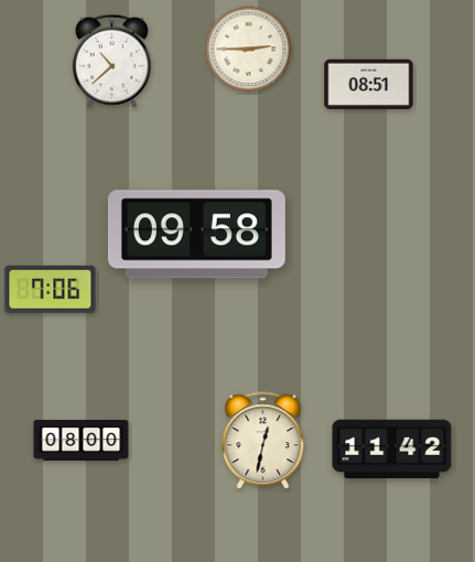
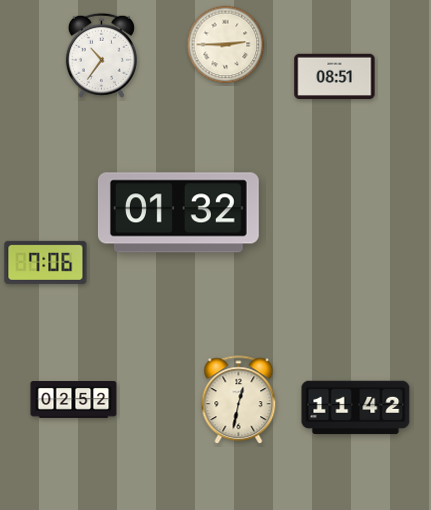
clock at (111, 61): 10:38 -> 10:36
clock at (196, 235): 09:58 -> 01:32
clock at (82, 441): 08:00 -> 02:52
